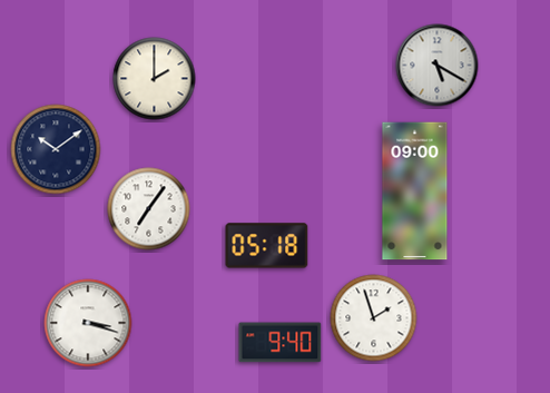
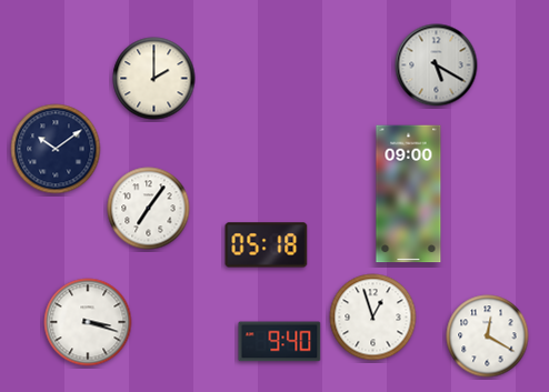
clock at (415, 191) position: (415, 191) -> (409, 194)
clock at (374, 318): 1:57 -> 12:57
clock at (488, 336): none -> 12:20
